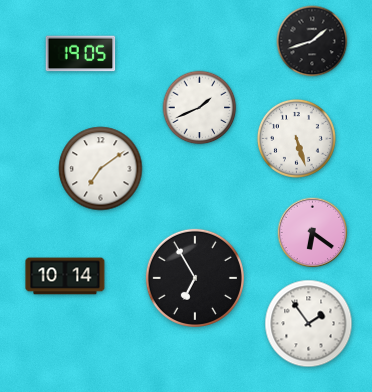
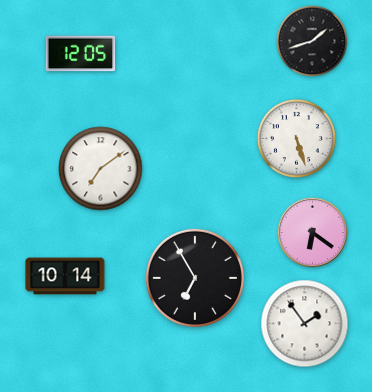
clock at (81, 54): 19:05 -> 12:05
clock at (200, 108): 1:41 -> none
clock at (309, 324) position: (309, 324) -> (305, 324)
